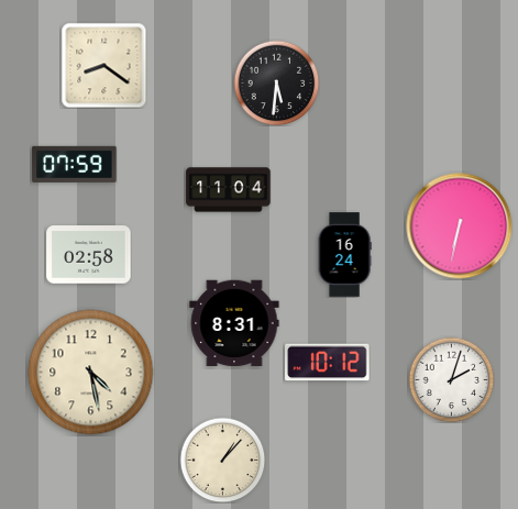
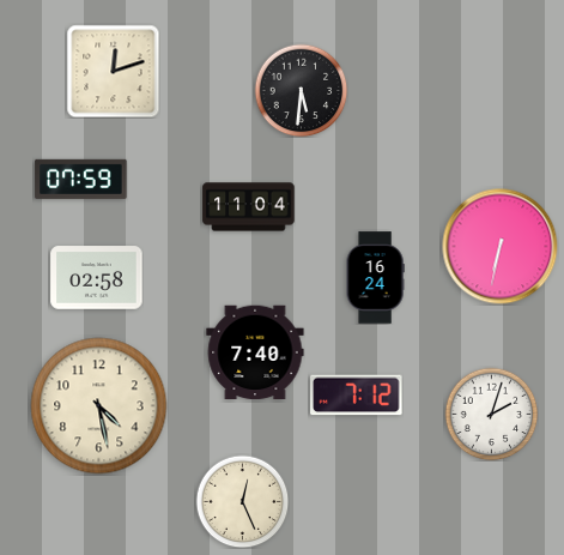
clock at (103, 65): 8:21 -> 12:12
clock at (234, 323): 8:31 -> 7:40
clock at (328, 363): 10:12 -> 7:12
clock at (222, 460): 1:07 -> 12:26
